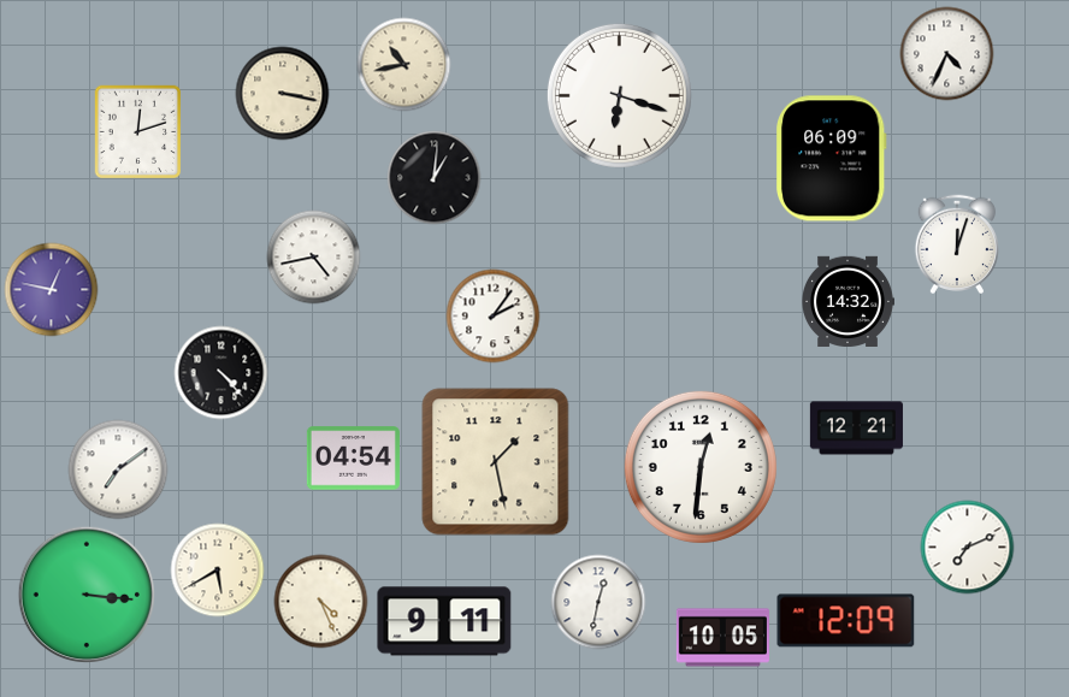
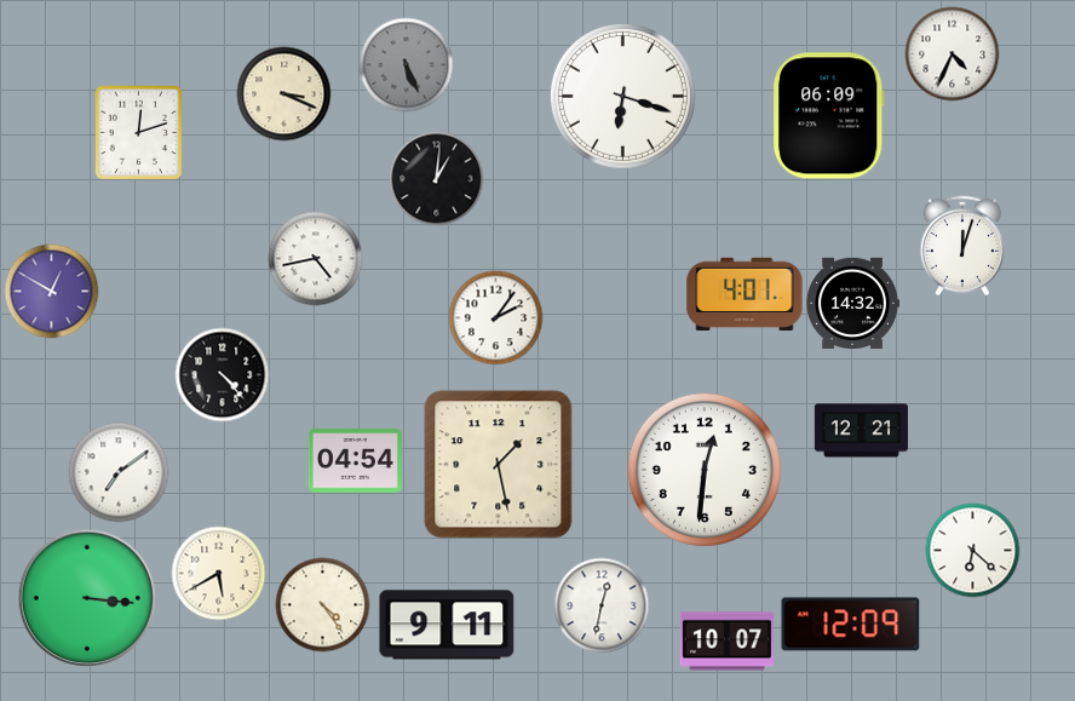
clock at (403, 64): 10:43 -> 5:26
clock at (403, 64) dial: cream -> grey
clock at (282, 93): 3:17 -> 3:19
clock at (831, 159) position: (831, 159) -> (828, 116)
clock at (51, 289): 12:47 -> 12:50
clock at (745, 293): none -> 4:01
clock at (967, 547): 7:11 -> 6:22
clock at (320, 601): 4:26 -> 4:24
clock at (722, 638): 10:05 -> 10:07
